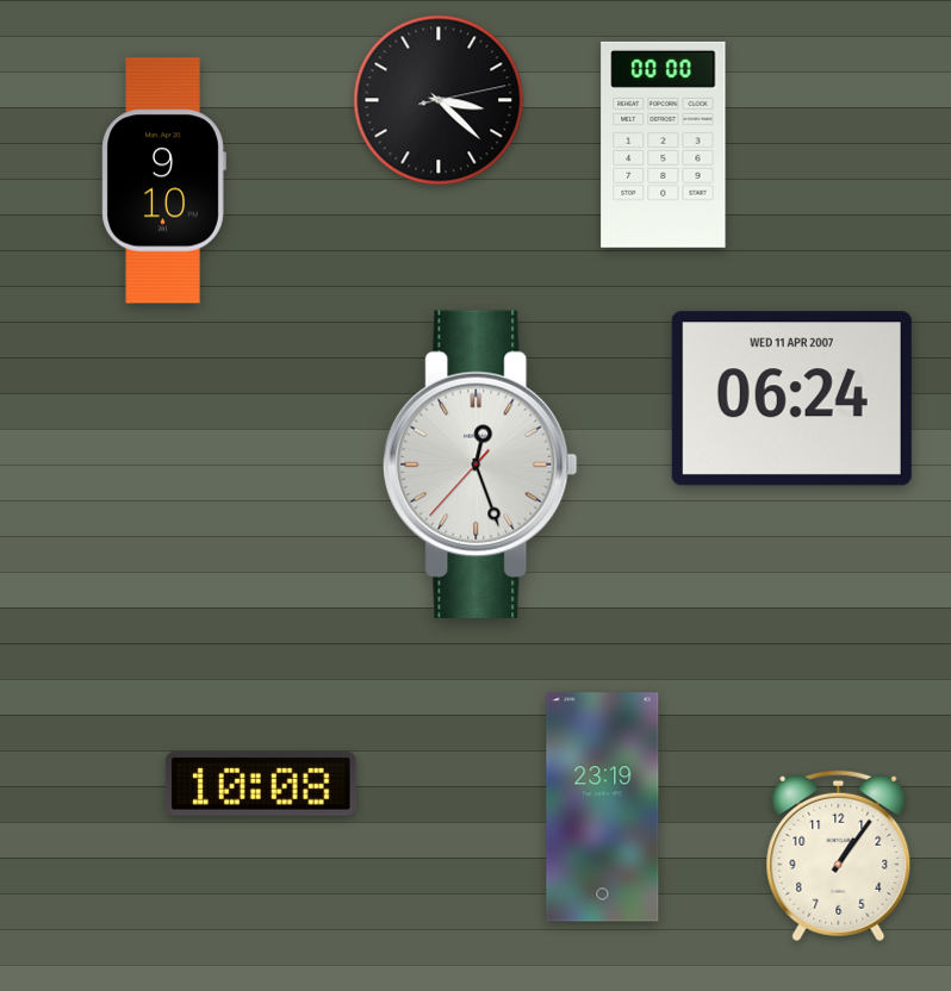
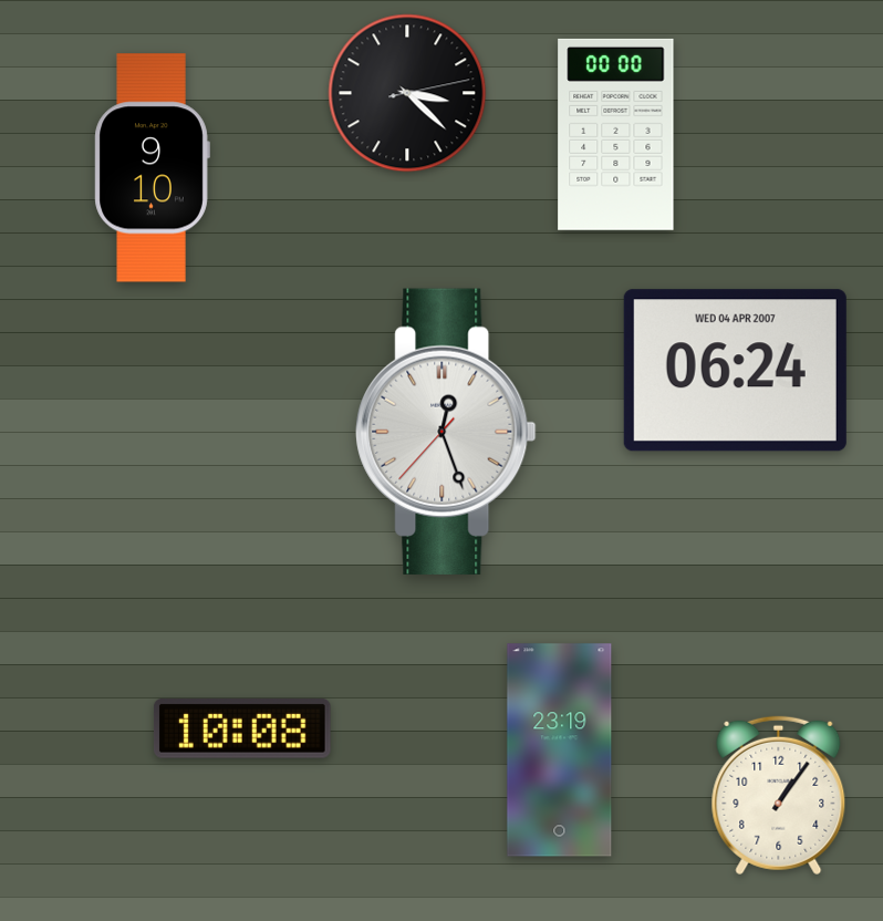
clock at (791, 399) date: WED 11 APR 2007 -> WED 04 APR 2007
